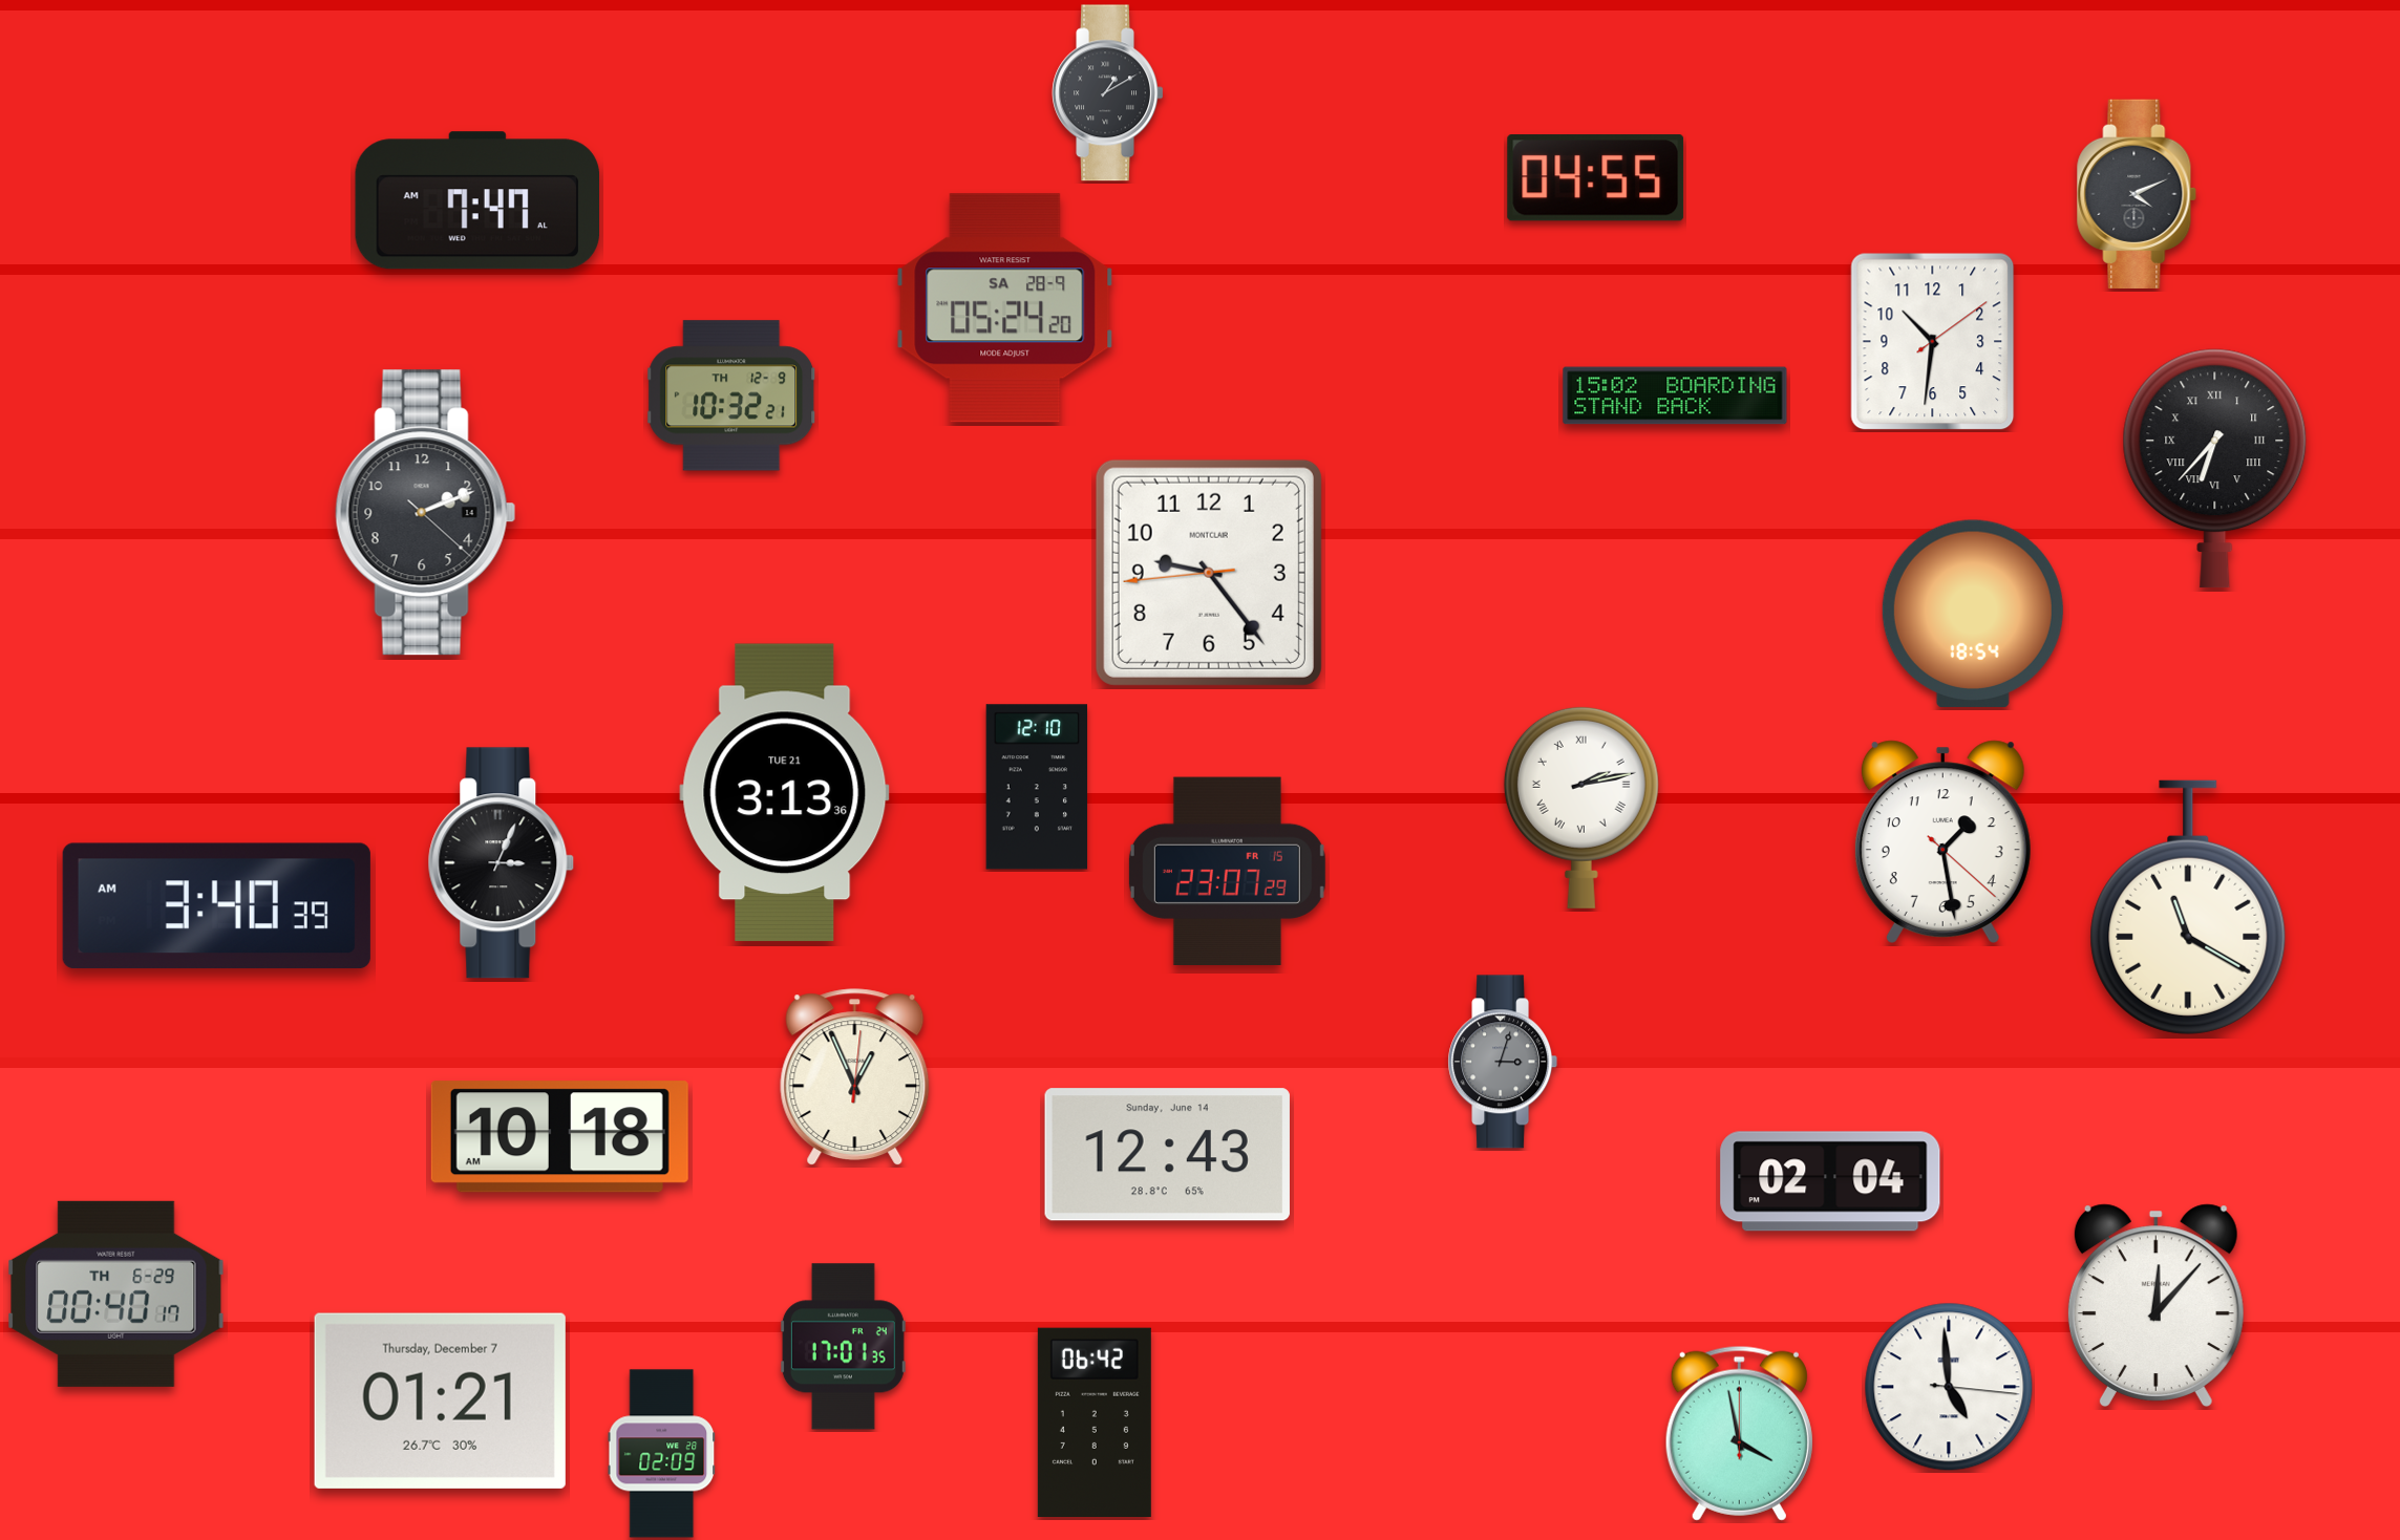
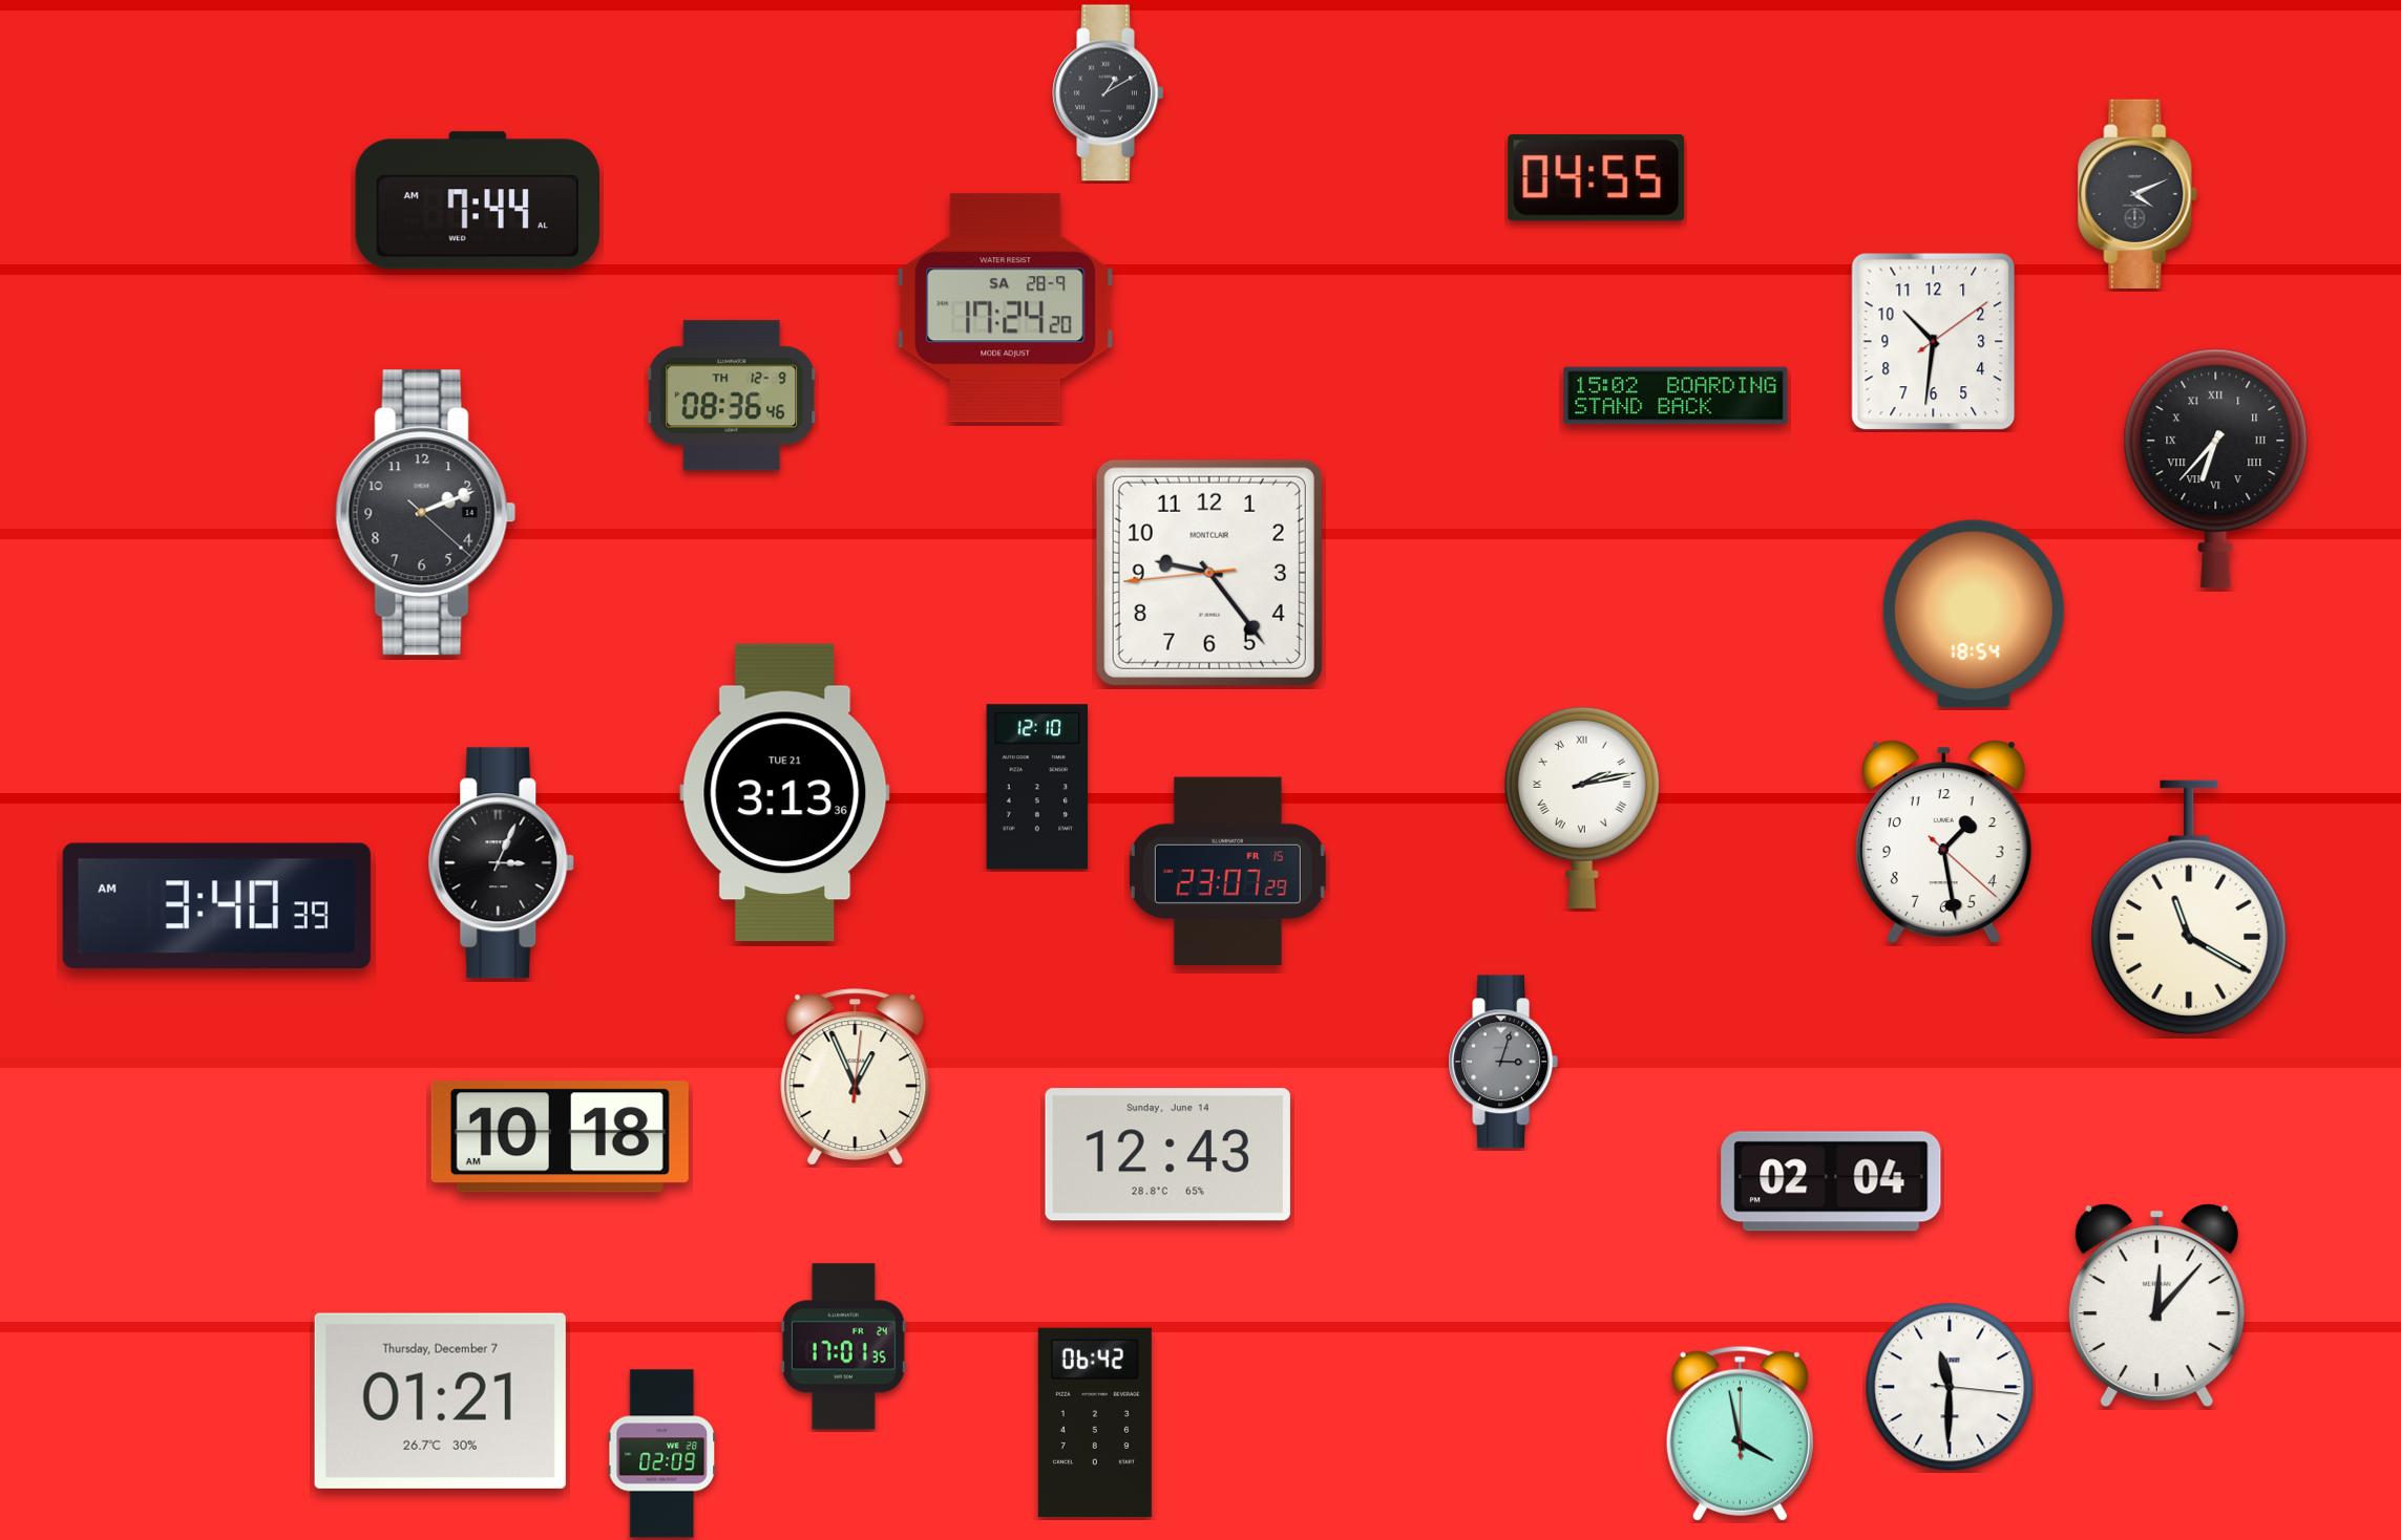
clock at (476, 200): 7:47 -> 7:44
clock at (1005, 308): 05:24 -> 17:24
clock at (732, 395): 10:32 -> 08:36
clock at (116, 1293): 00:40 -> none
clock at (1949, 1387): 4:59 -> 11:30
